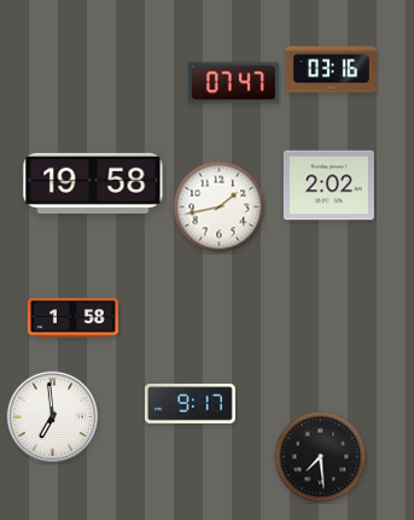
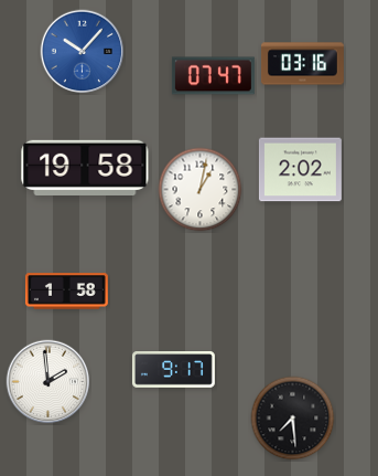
clock at (83, 52): none -> 10:07
clock at (220, 208): 1:43 -> 1:02
clock at (53, 417): 6:59 -> 1:59
